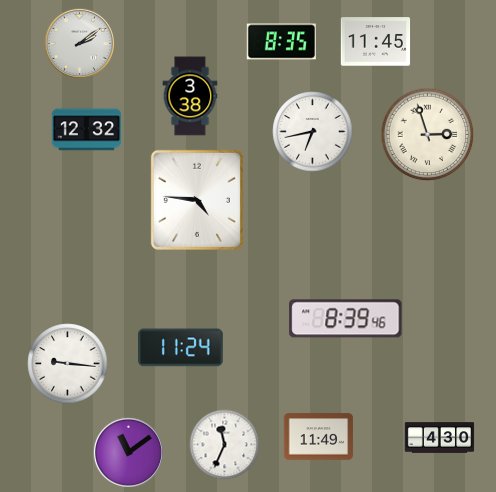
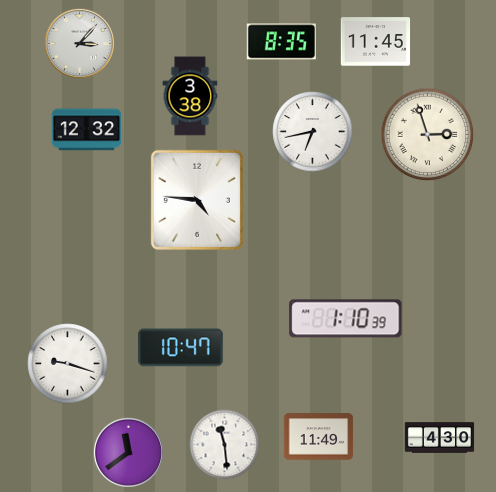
clock at (79, 43): 2:09 -> 3:07
clock at (346, 319): 8:39 -> 1:10
clock at (181, 348): 11:24 -> 10:47
clock at (68, 364): 9:16 -> 9:18
clock at (225, 445): 11:34 -> 11:29
clock at (128, 452): 11:09 -> 11:39
